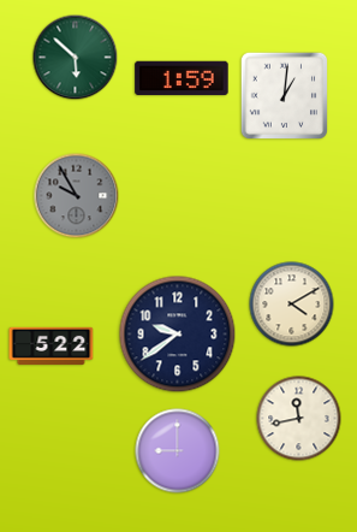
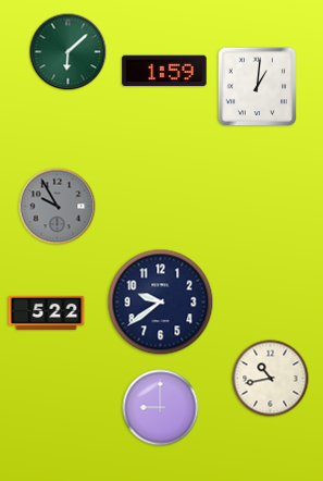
clock at (76, 58): 5:52 -> 6:08
clock at (77, 196) position: (77, 196) -> (58, 207)
clock at (292, 305): 4:10 -> none
clock at (299, 419): 11:43 -> 10:43
